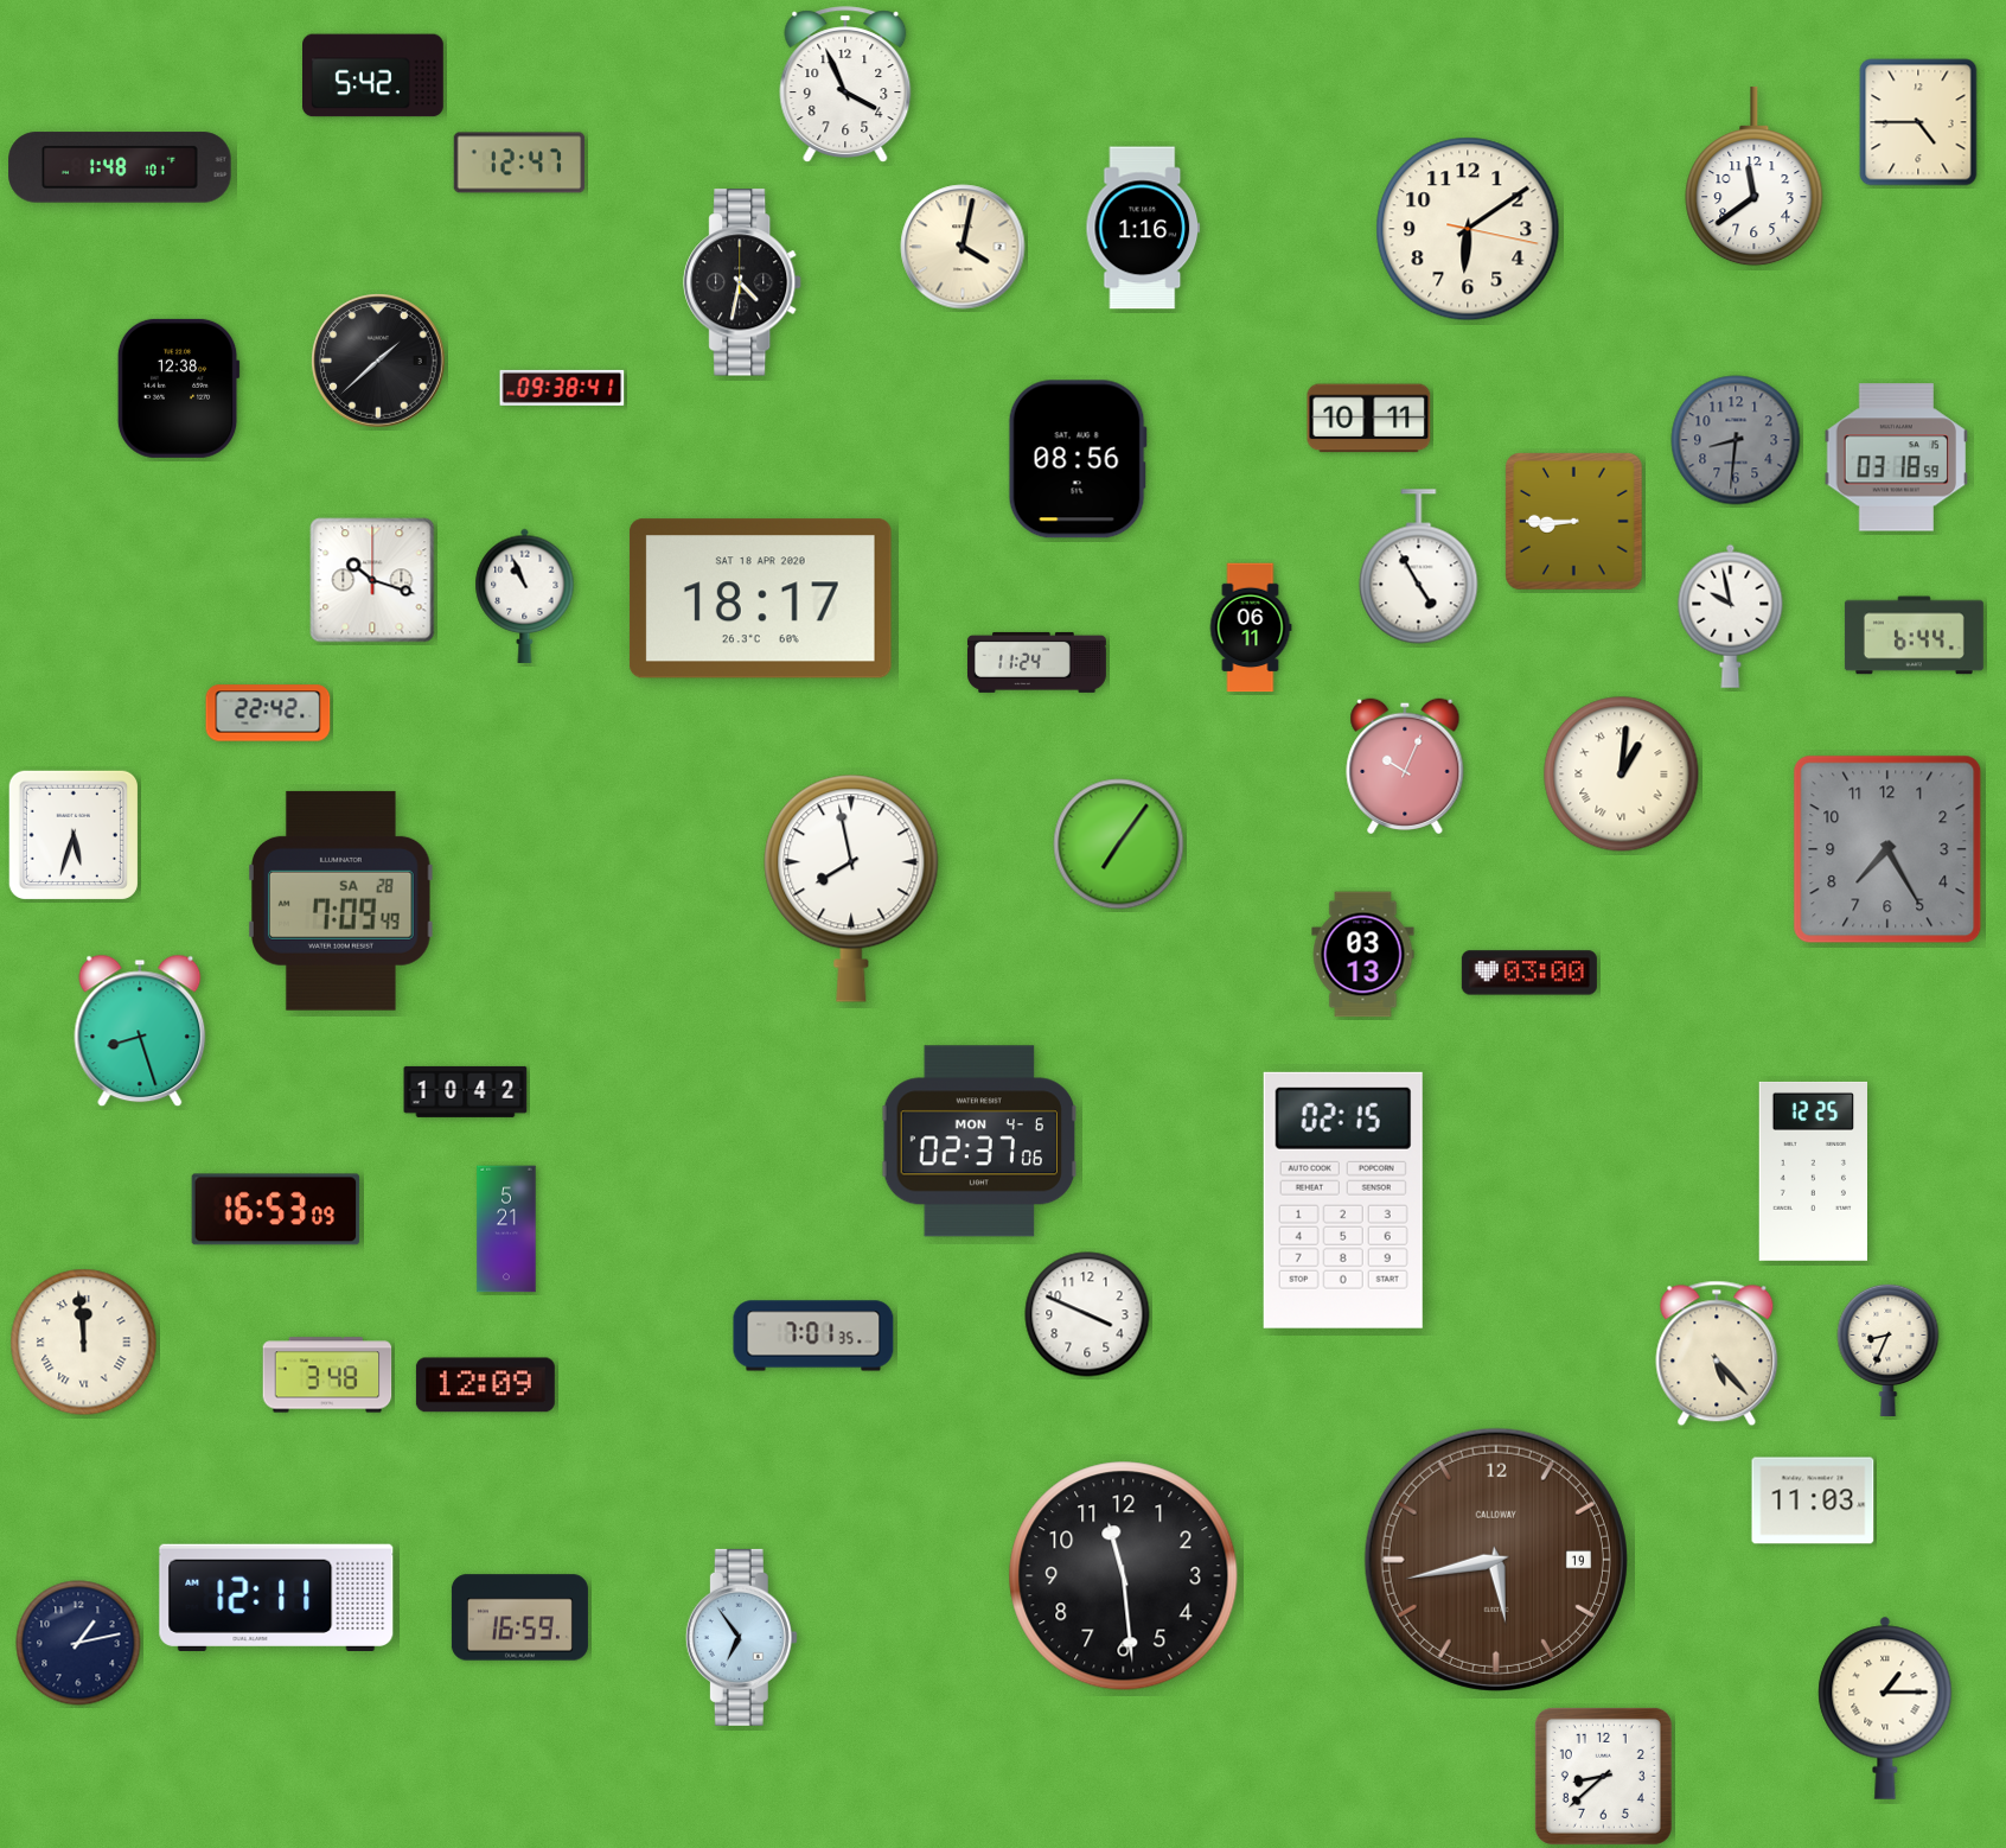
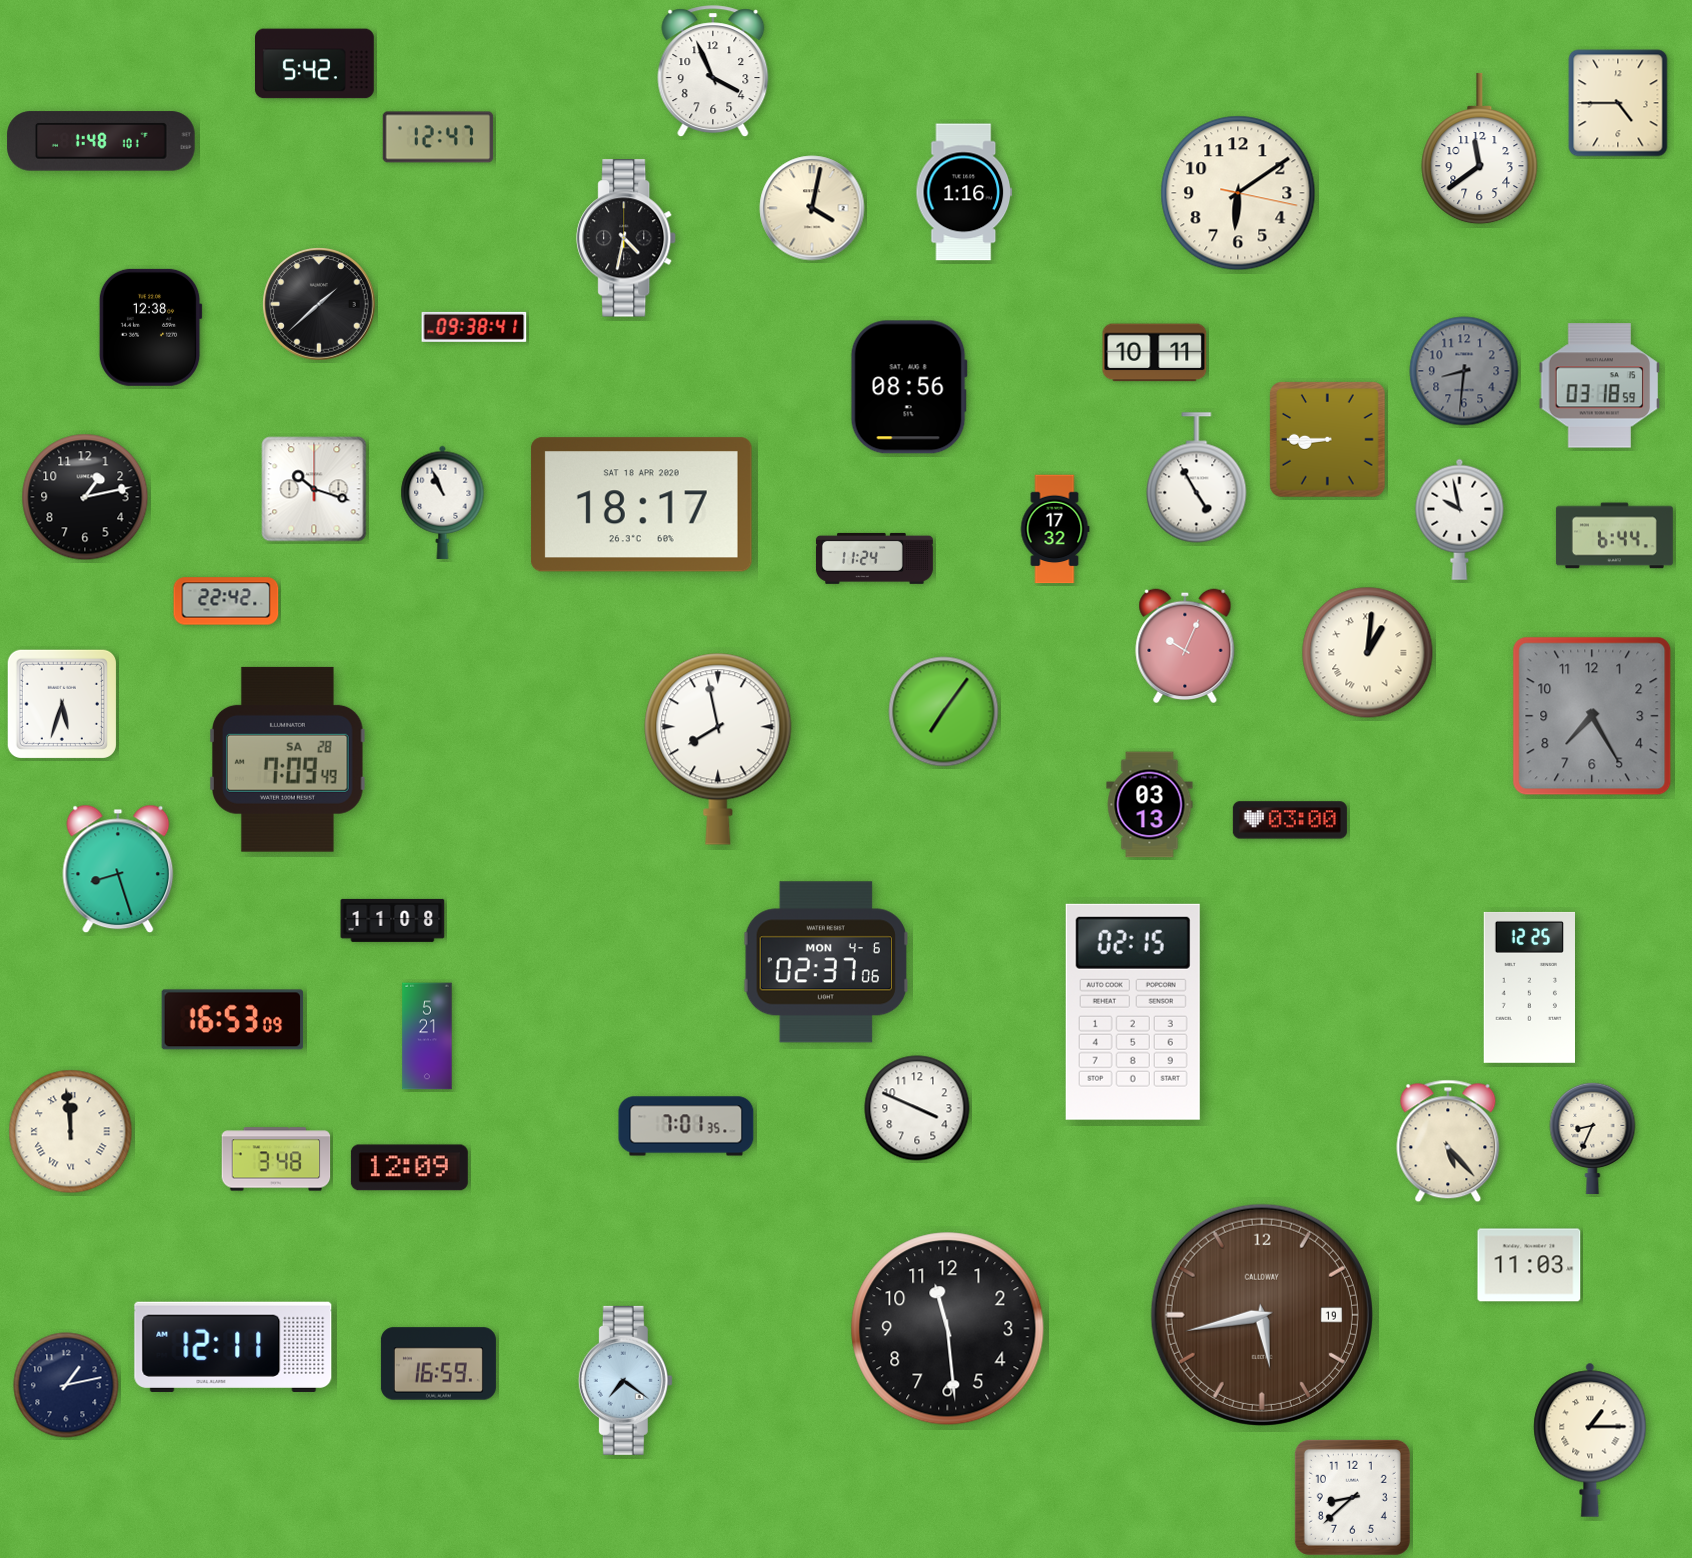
clock at (85, 497): none -> 1:13
clock at (1251, 627): 06:11 -> 17:32
clock at (466, 1091): 10:42 -> 11:08
clock at (741, 1637): 6:54 -> 7:21
